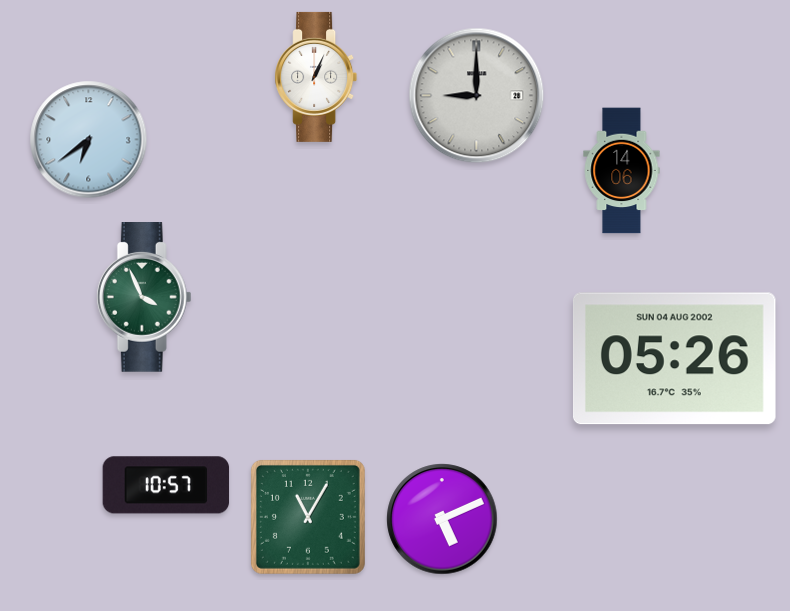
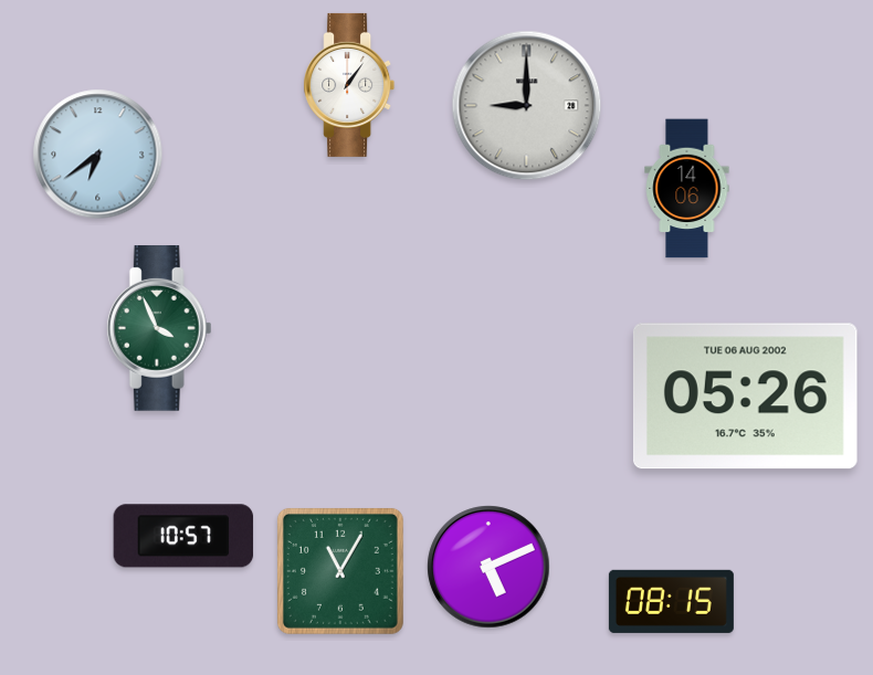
clock at (316, 77): 1:04 -> 1:06
clock at (674, 359) date: SUN 04 AUG 2002 -> TUE 06 AUG 2002
clock at (442, 519) position: (442, 519) -> (488, 567)
clock at (671, 601): none -> 08:15
